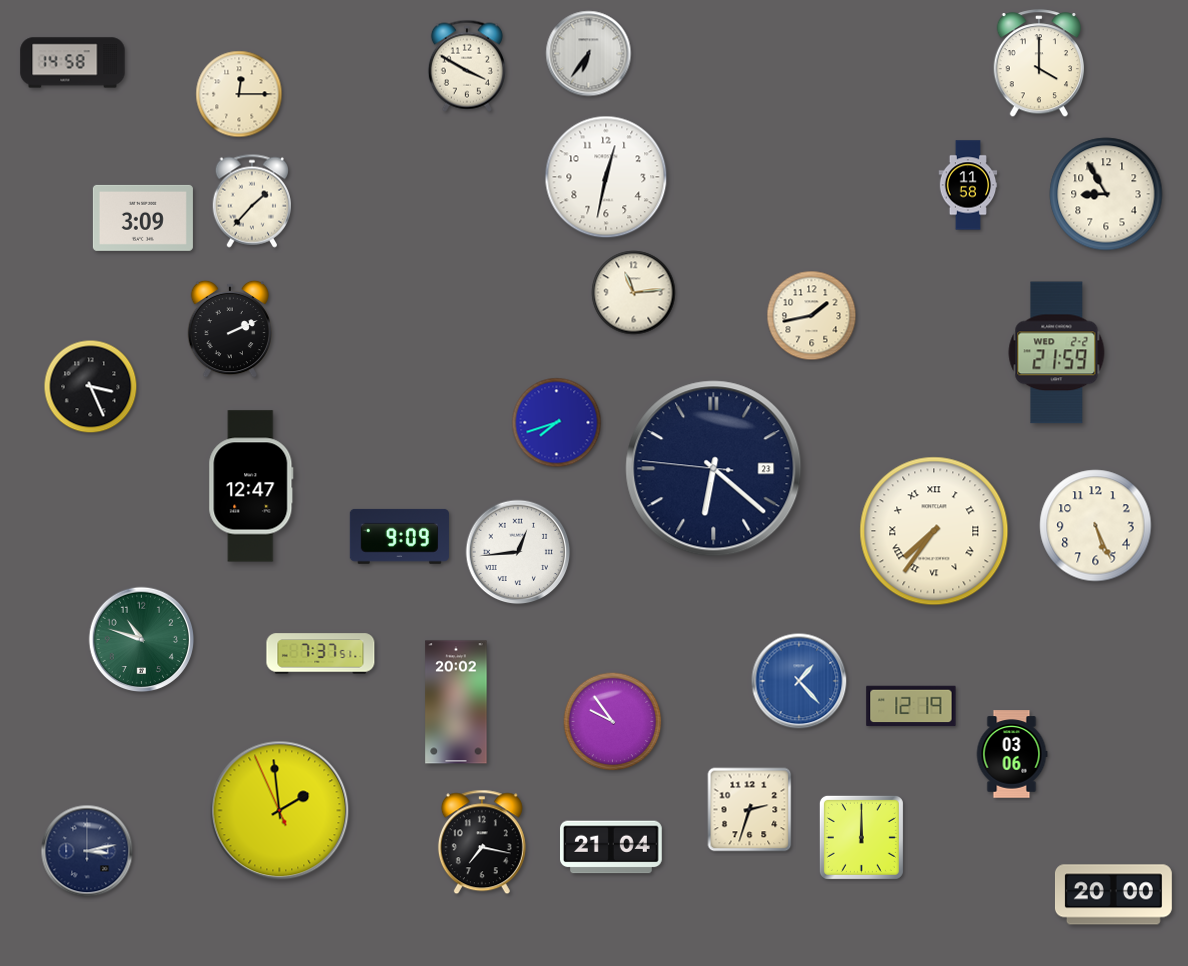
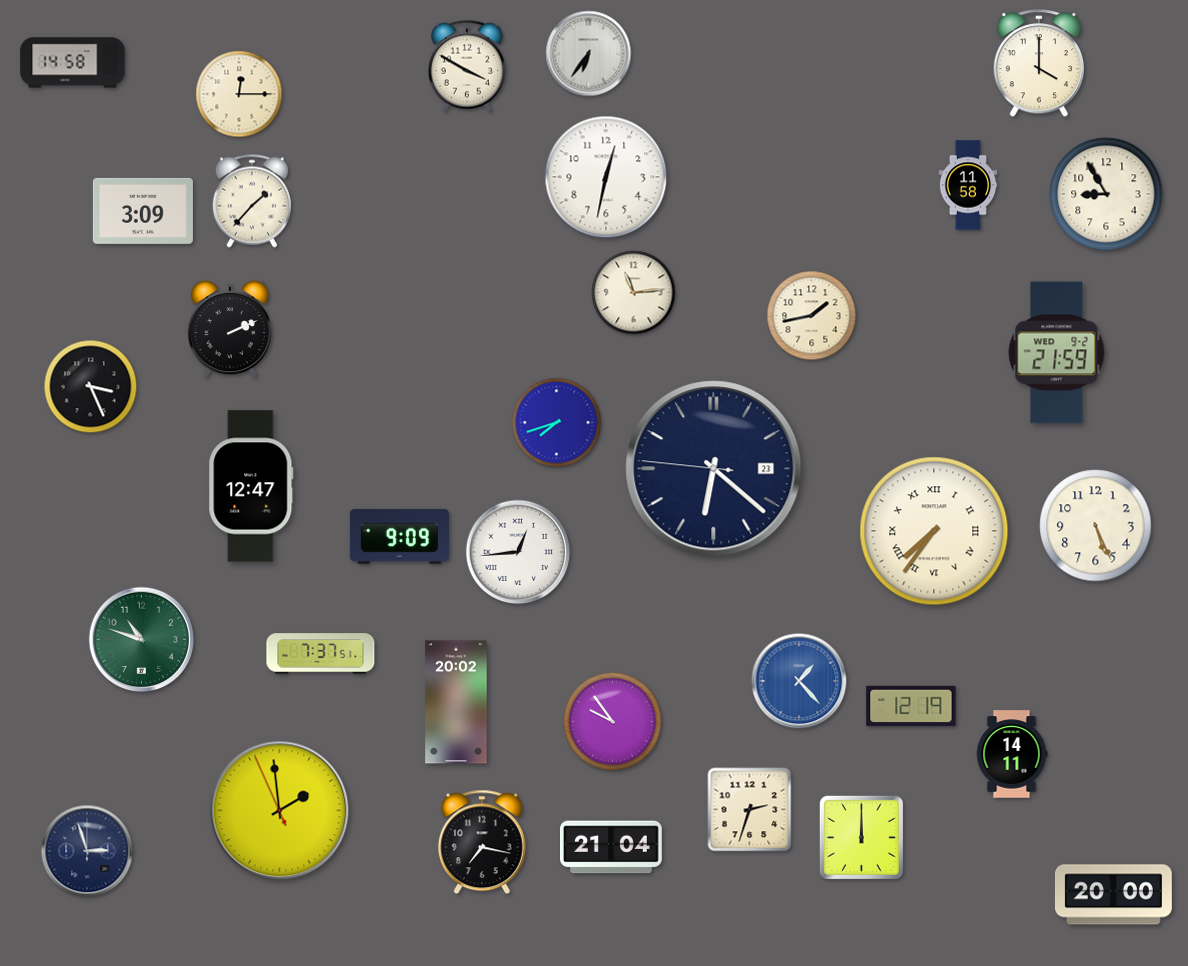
clock at (143, 218) position: (143, 218) -> (143, 211)
clock at (1057, 353) date: WED 2-2 -> WED 9-2
clock at (1012, 754): 03:06 -> 14:11
clock at (87, 851): 3:13 -> 2:57
